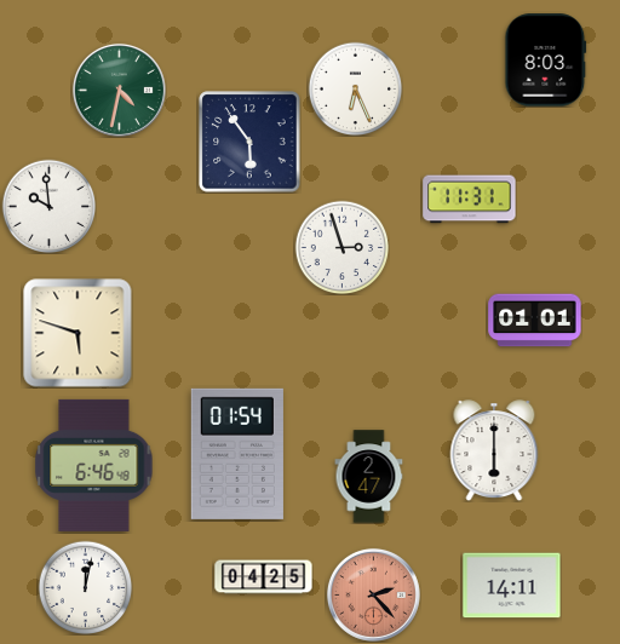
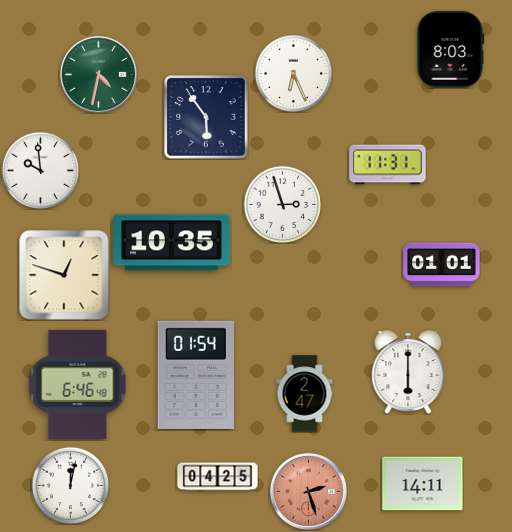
clock at (172, 243): none -> 10:35
clock at (77, 333): 5:48 -> 12:48
clock at (373, 594): 2:23 -> 2:27
